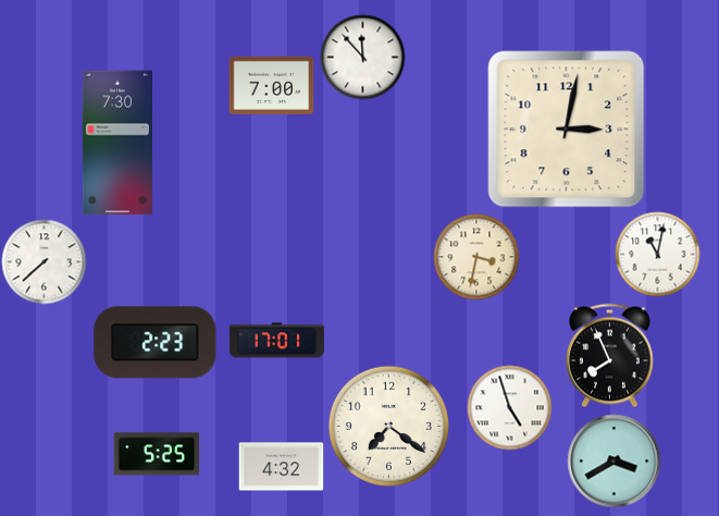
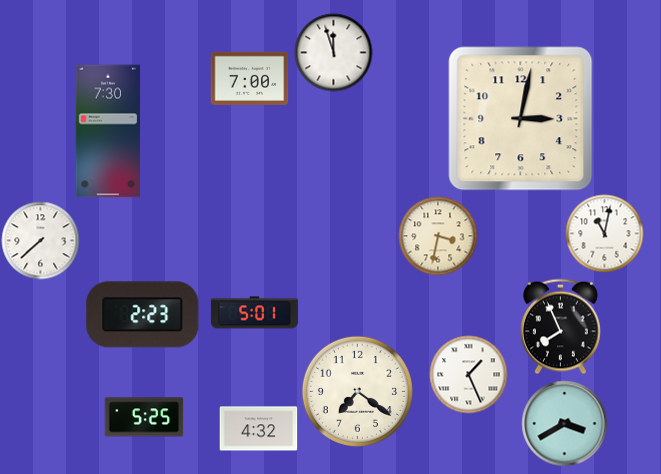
clock at (362, 57): 11:53 -> 11:57
clock at (276, 341): 17:01 -> 5:01
clock at (509, 407): 4:57 -> 1:26
